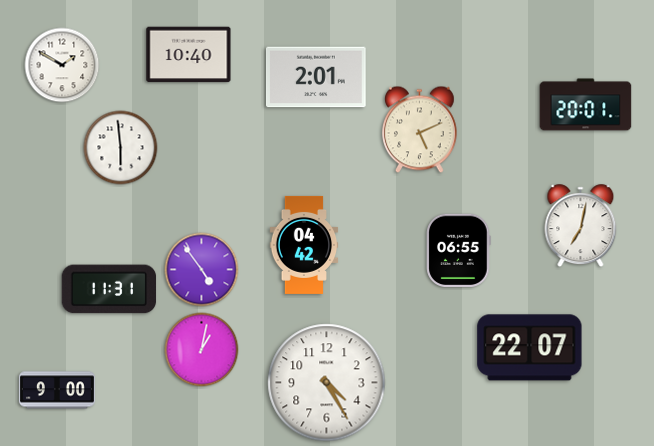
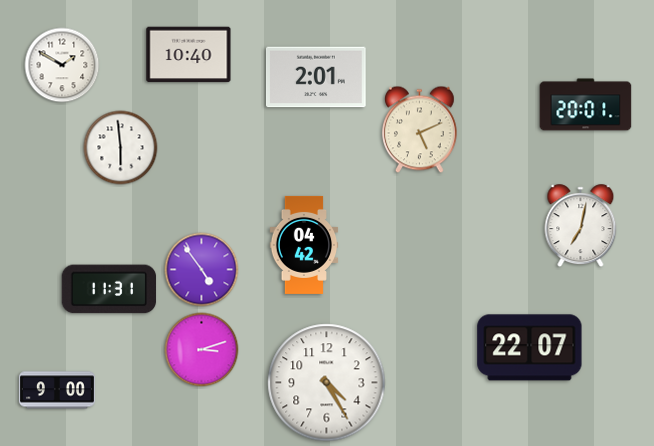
clock at (459, 251): 06:55 -> none
clock at (202, 350): 1:02 -> 3:12
